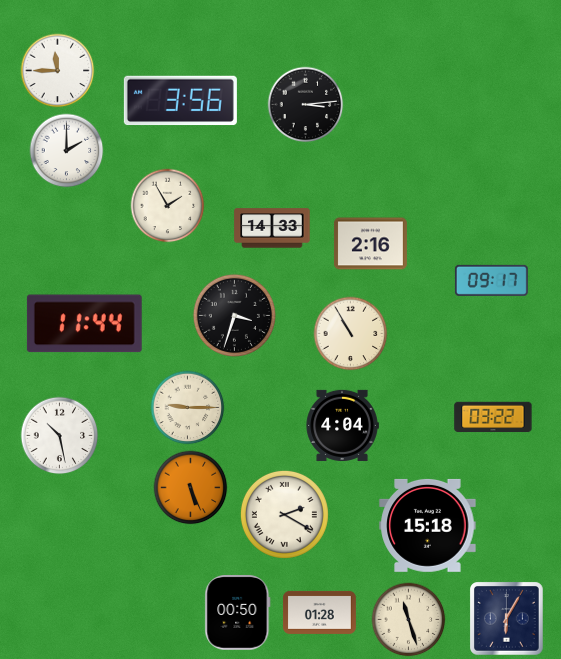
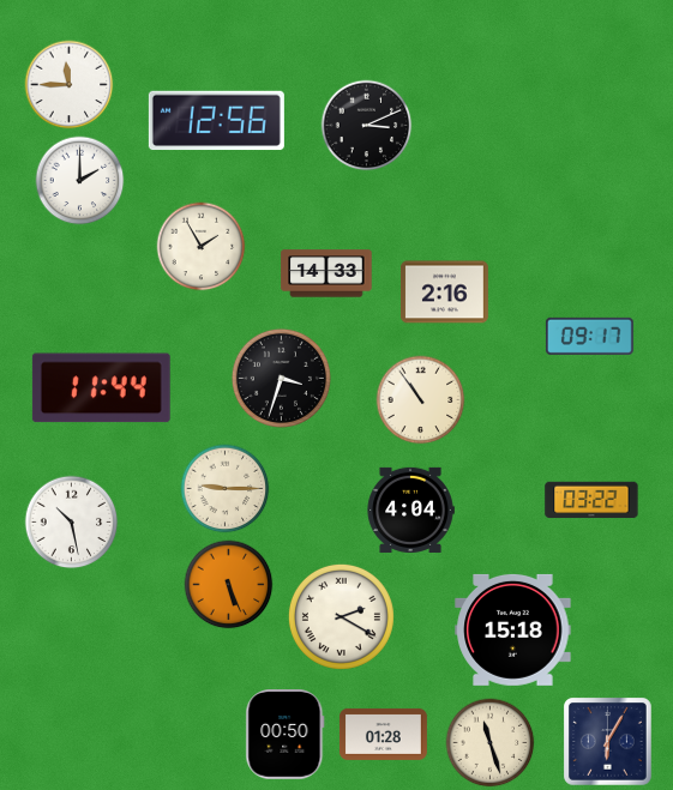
clock at (180, 101): 3:56 -> 12:56
clock at (306, 105): 3:14 -> 3:11
clock at (351, 334): 10:55 -> 10:54
